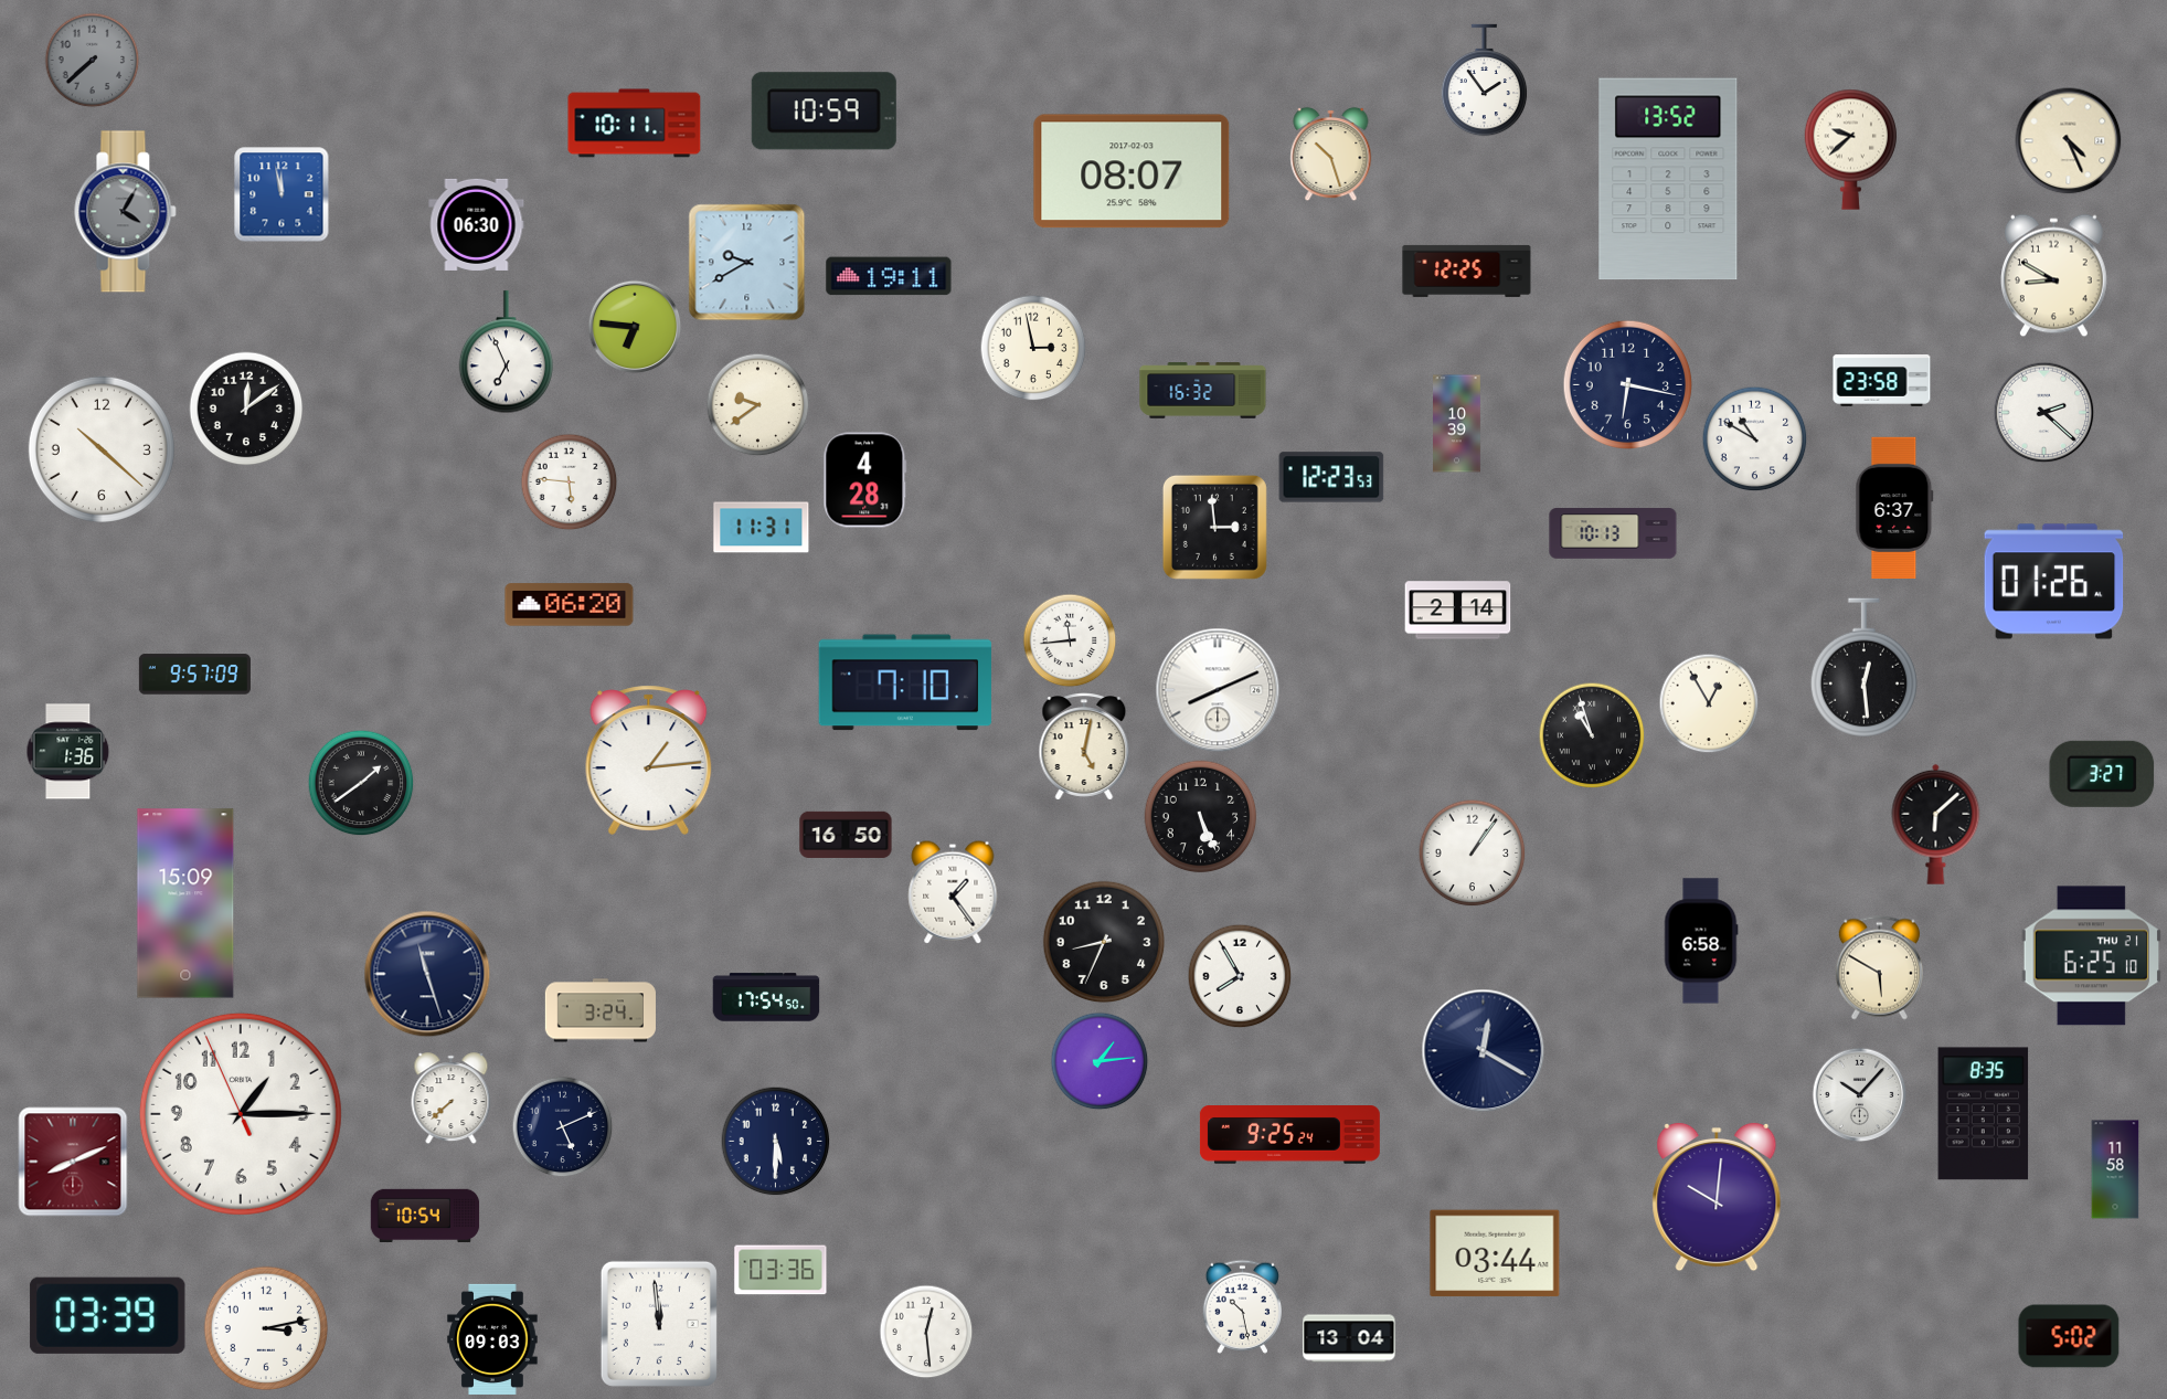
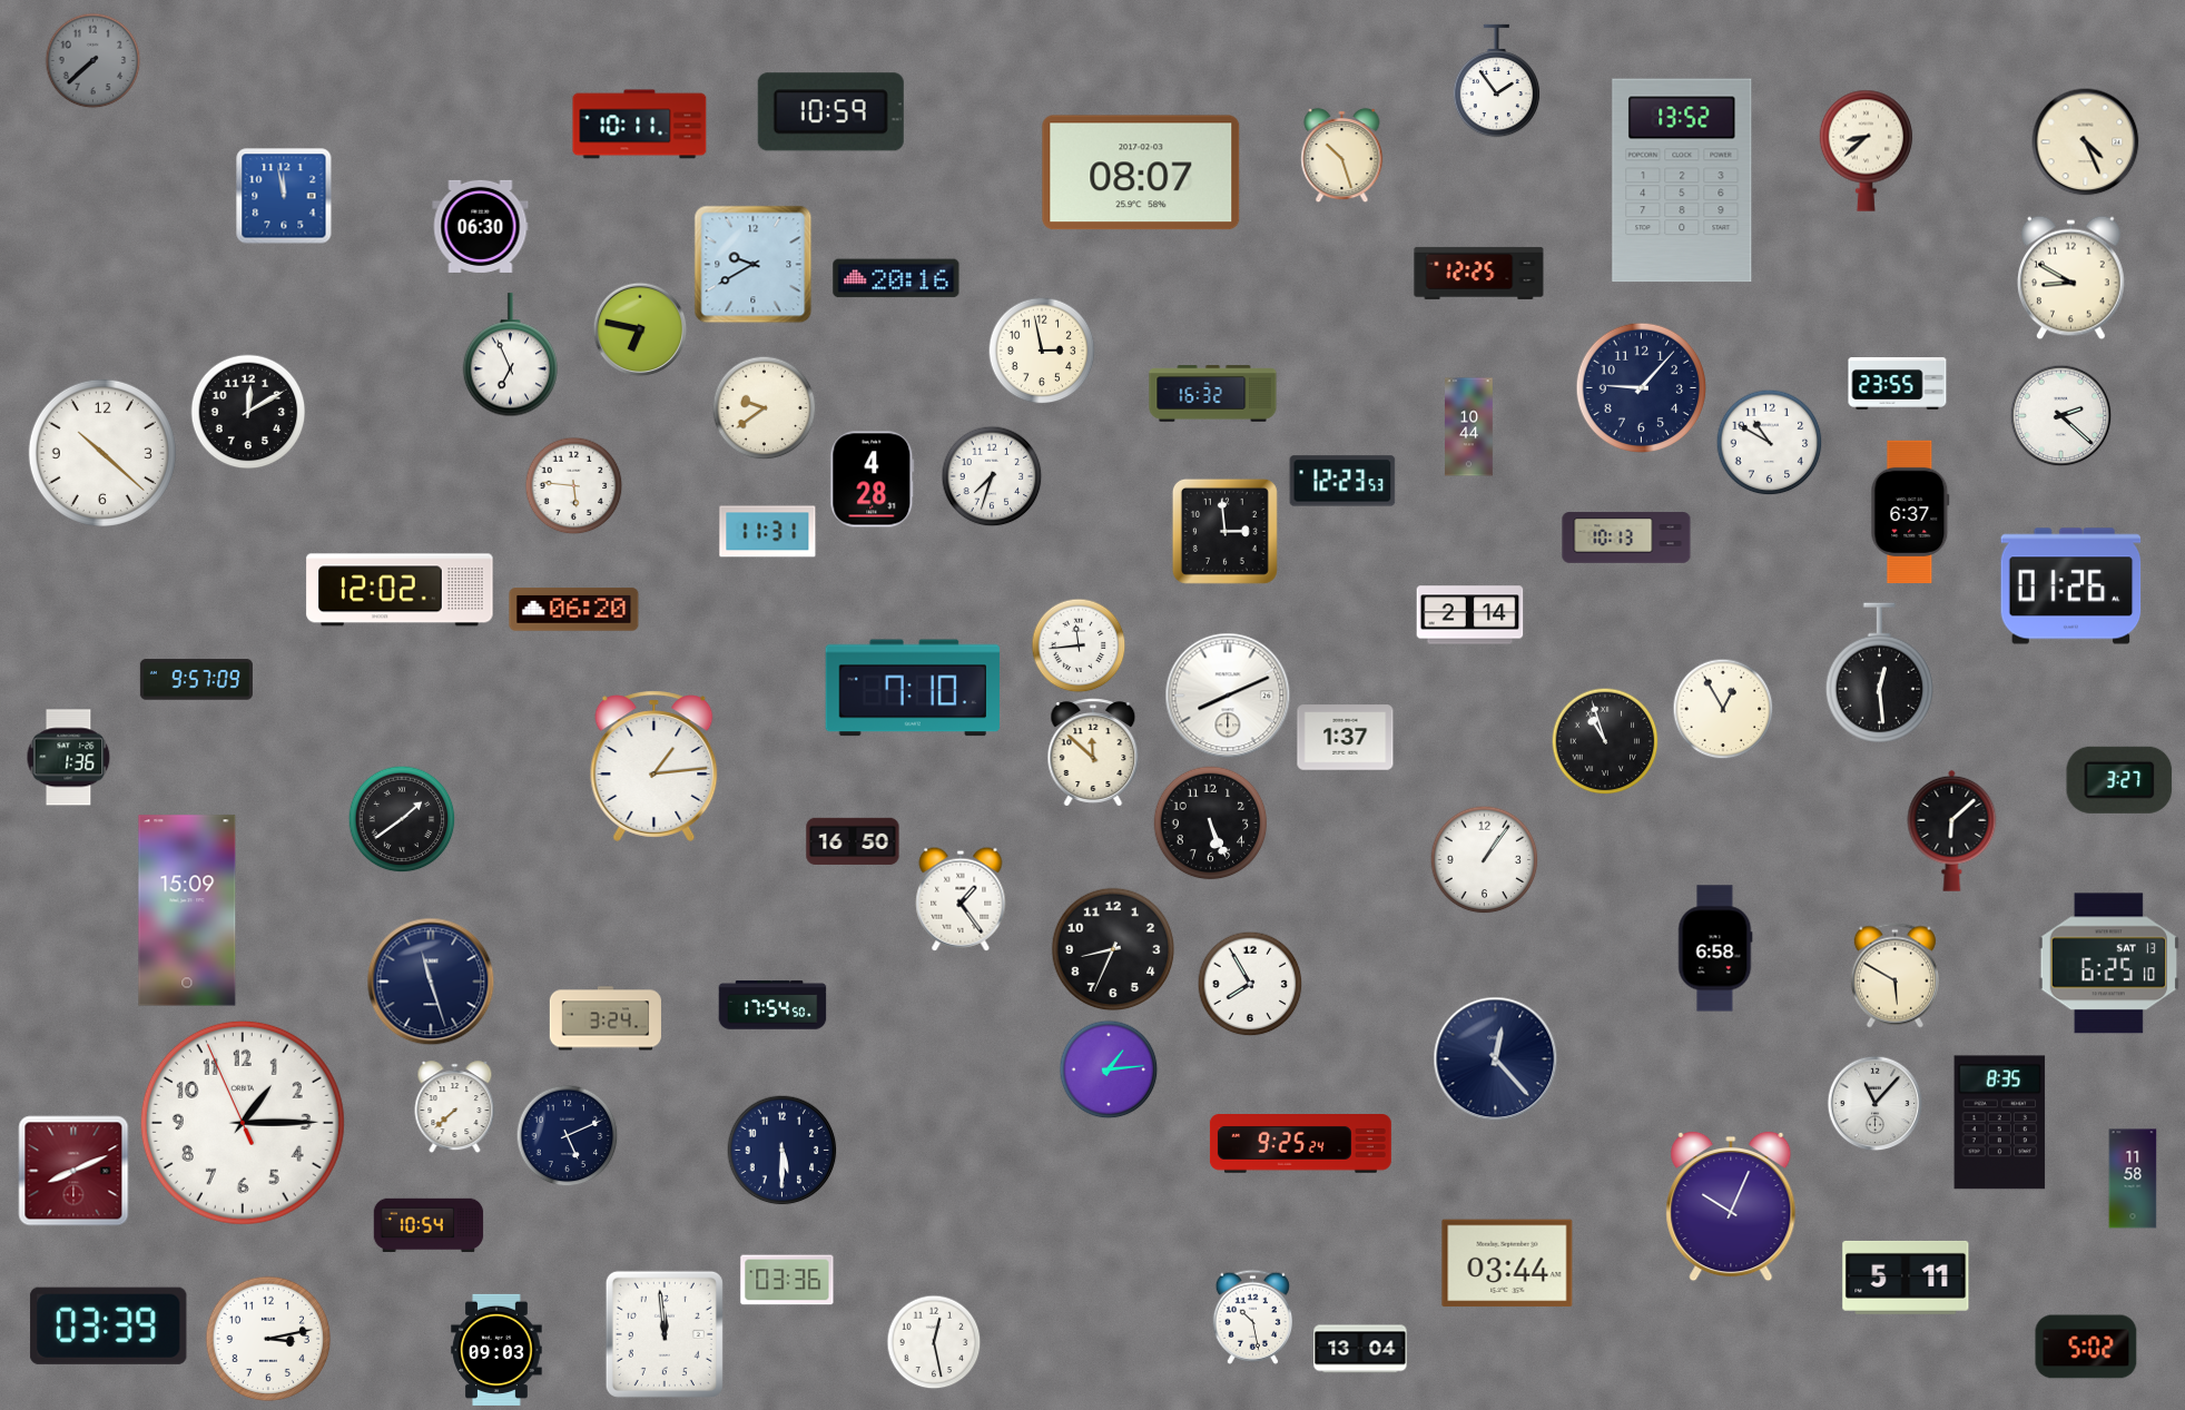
clock at (1850, 149): 9:38 -> 8:38
clock at (126, 212): 4:05 -> none
clock at (889, 276): 19:11 -> 20:16
clock at (635, 327): 6:46 -> 6:47
clock at (1882, 381): 23:58 -> 23:55
clock at (1627, 384): 6:17 -> 9:07
clock at (246, 409): 12:09 -> 12:10
clock at (1457, 424): 10:39 -> 10:44
clock at (992, 476): none -> 7:33
clock at (865, 480) position: (865, 480) -> (873, 480)
clock at (400, 590): none -> 12:02
clock at (1346, 738): none -> 1:37
clock at (1084, 746): 5:02 -> 11:52
clock at (361, 783) position: (361, 783) -> (402, 819)
clock at (2091, 956) date: THU 21 -> SAT 13
clock at (1484, 1051): 12:20 -> 12:23
clock at (1860, 1095): 10:07 -> 11:07
clock at (1717, 1197): 10:01 -> 10:04
clock at (1906, 1278): none -> 5:11
clock at (926, 1332): 12:29 -> 12:28
